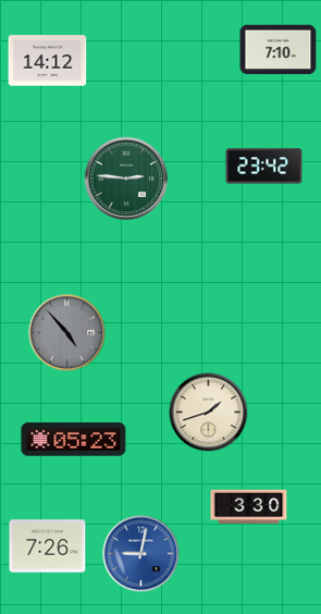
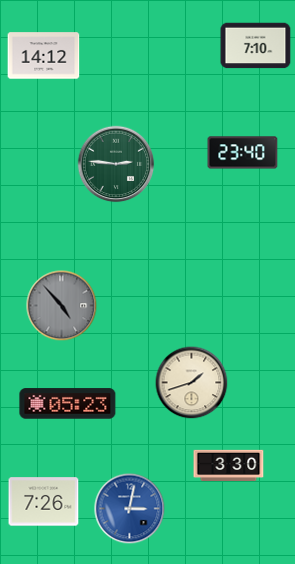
clock at (264, 167): 23:42 -> 23:40
clock at (209, 413) position: (209, 413) -> (192, 383)
clock at (141, 554): 9:02 -> 3:02
